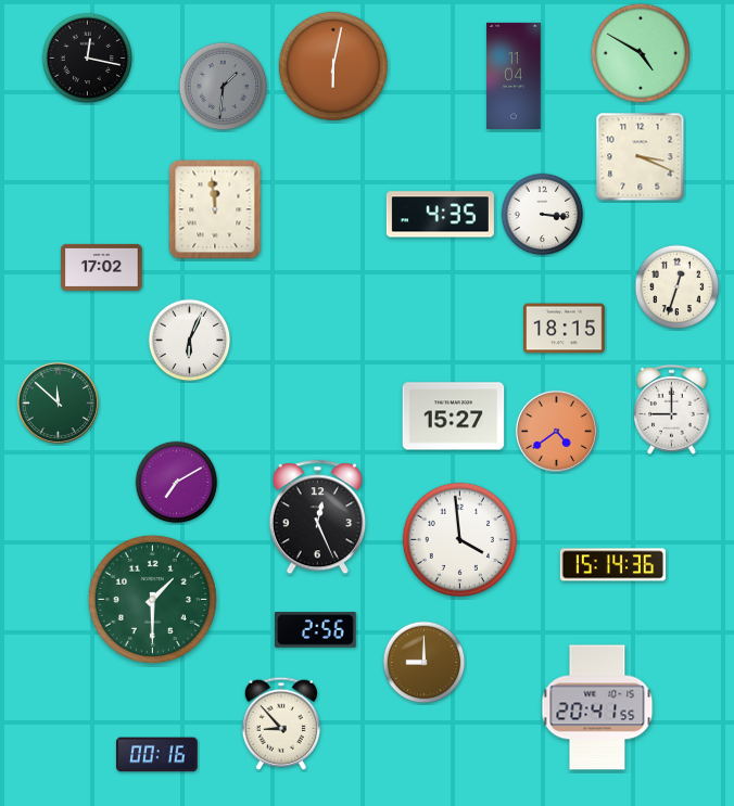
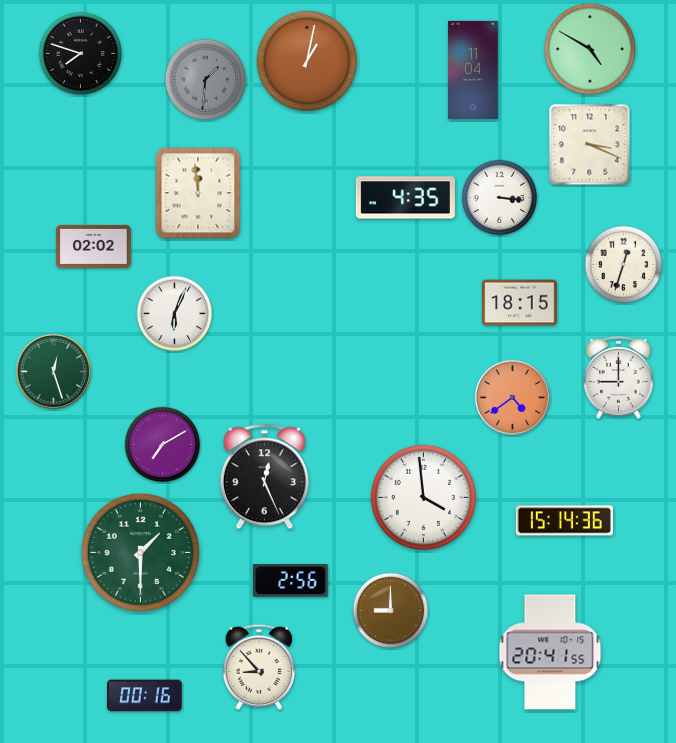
clock at (88, 59): 12:17 -> 7:48
clock at (333, 66): 6:02 -> 1:02
clock at (102, 267): 17:02 -> 02:02
clock at (58, 402): 11:52 -> 12:27
clock at (454, 417): 15:27 -> none
clock at (317, 517) position: (317, 517) -> (264, 477)
